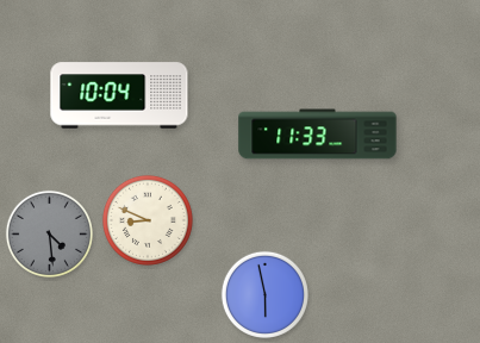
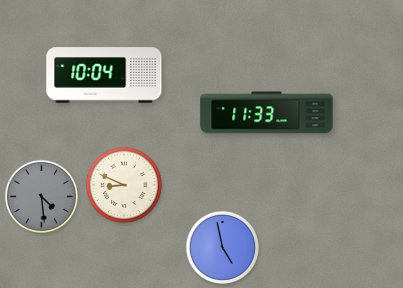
clock at (119, 95) position: (119, 95) -> (104, 75)
clock at (264, 294): 5:58 -> 4:58
